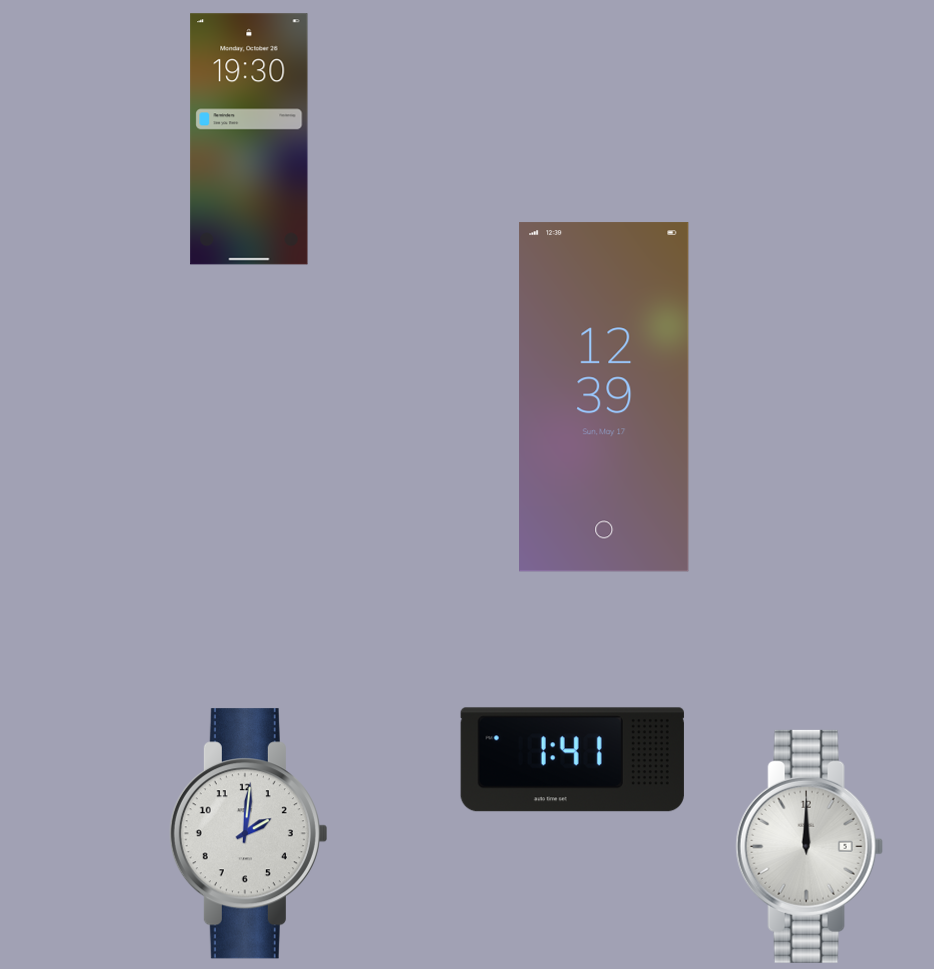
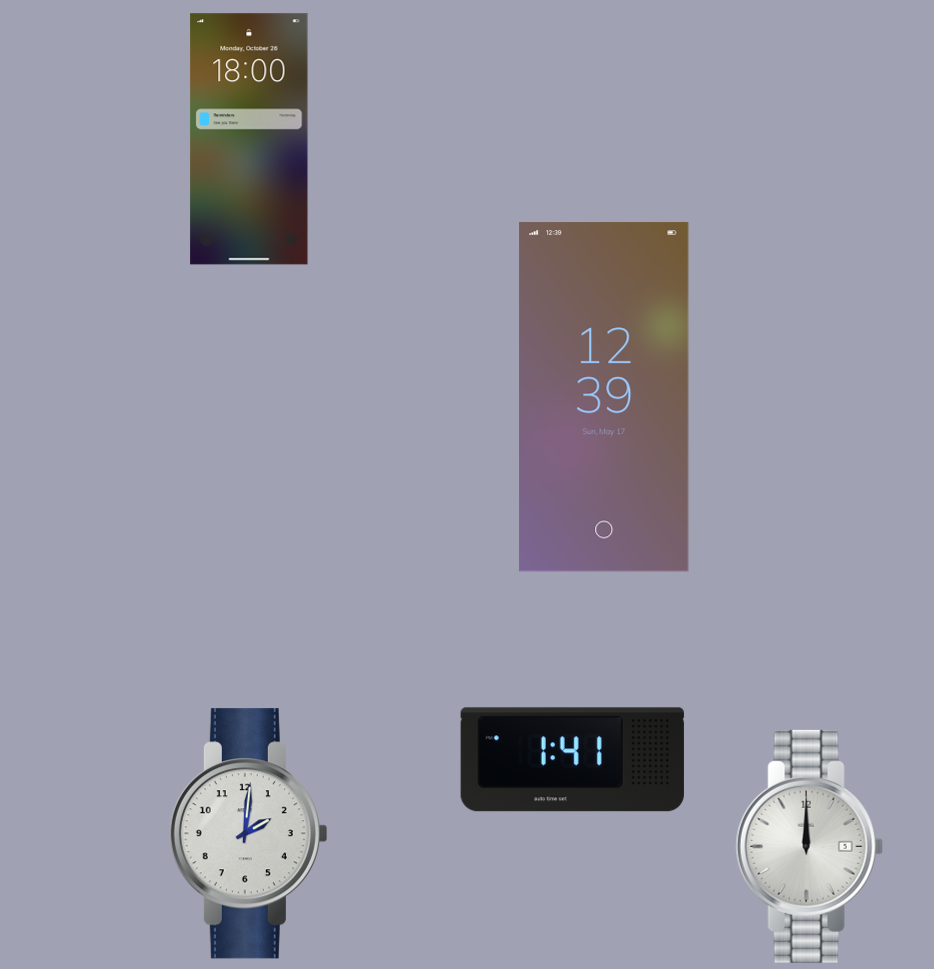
clock at (249, 139): 19:30 -> 18:00
